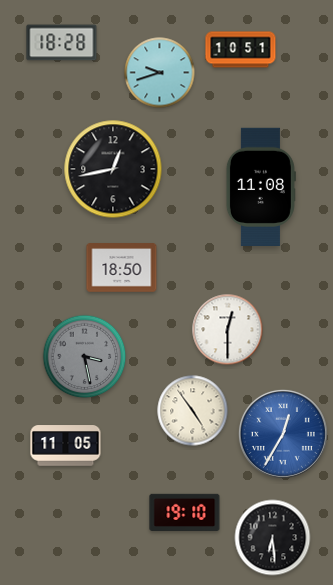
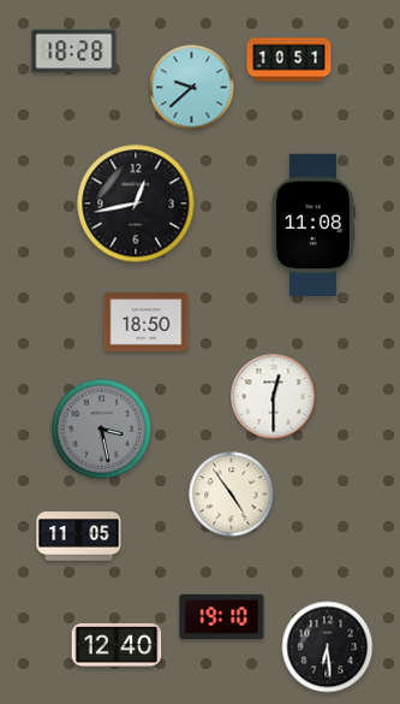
clock at (160, 73): 9:42 -> 9:38
clock at (283, 434): 12:35 -> none
clock at (117, 645): none -> 12:40
